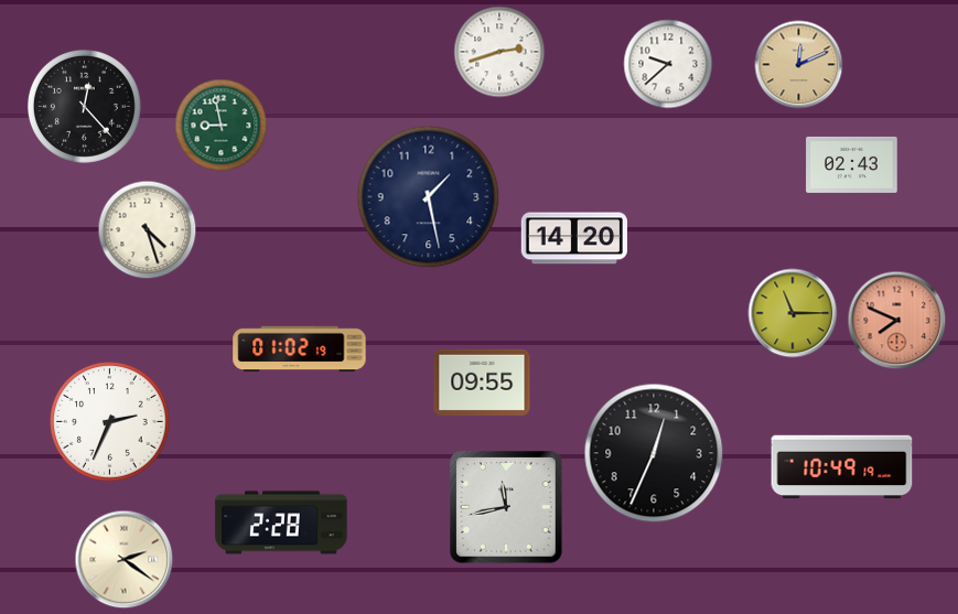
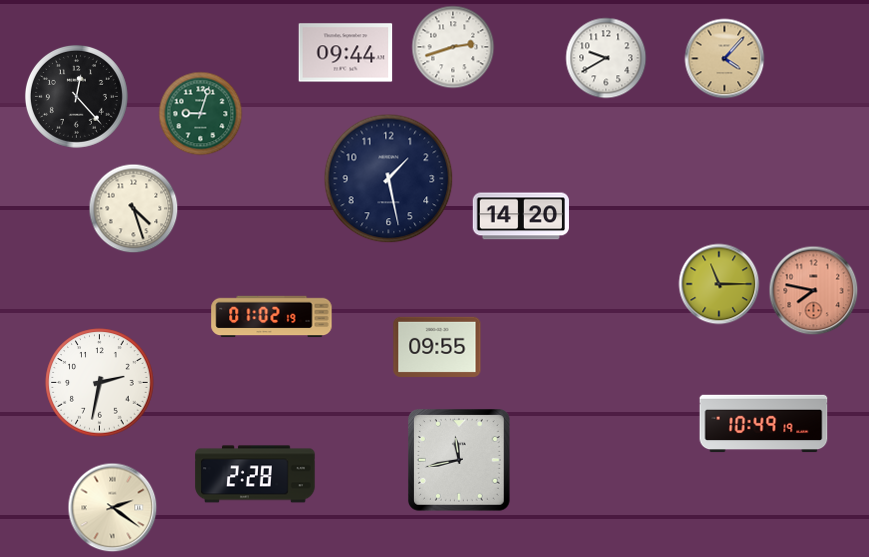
clock at (346, 53): none -> 09:44
clock at (668, 64): 9:38 -> 9:40
clock at (799, 65): 12:11 -> 4:07
clock at (222, 126): 8:58 -> 9:03
clock at (852, 164): 02:43 -> none
clock at (897, 321): 7:49 -> 7:47
clock at (110, 422): 2:34 -> 2:32
clock at (654, 453): 12:34 -> none
